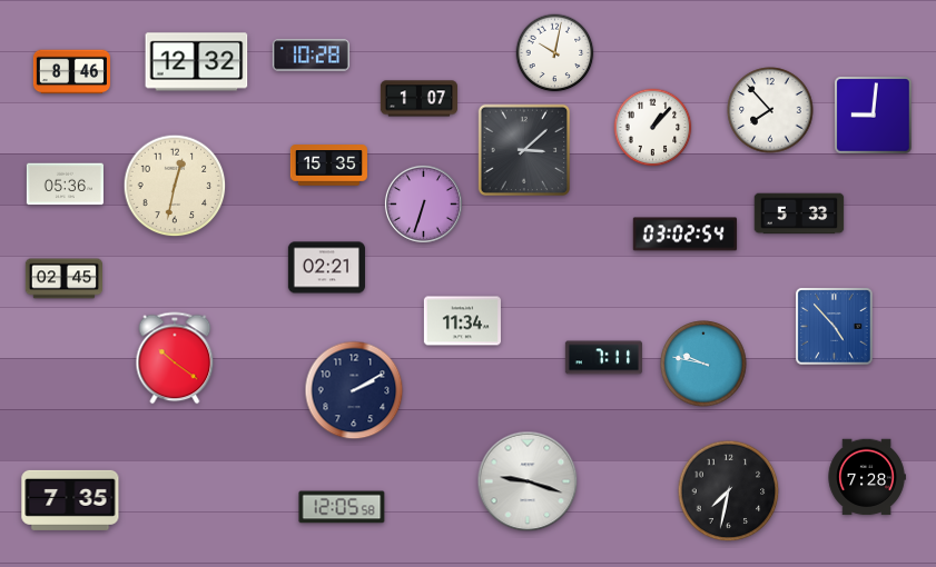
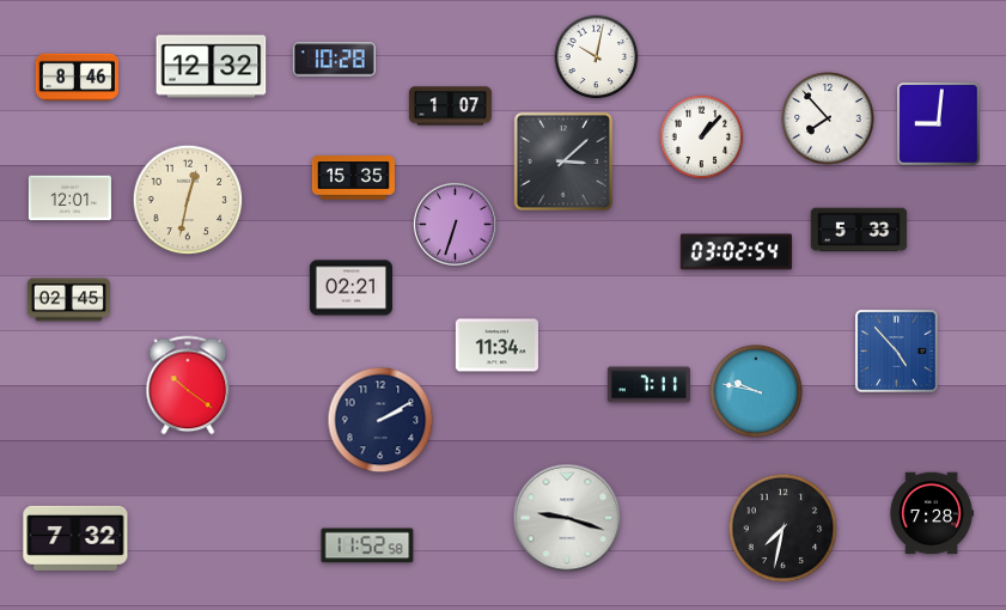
clock at (65, 185): 05:36 -> 12:01
clock at (423, 203) position: (423, 203) -> (455, 224)
clock at (70, 500): 7:35 -> 7:32
clock at (342, 507): 12:05 -> 11:52
